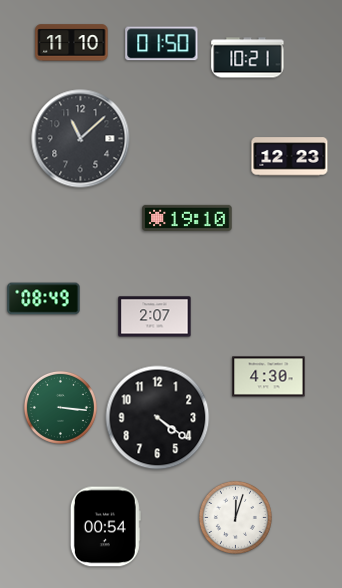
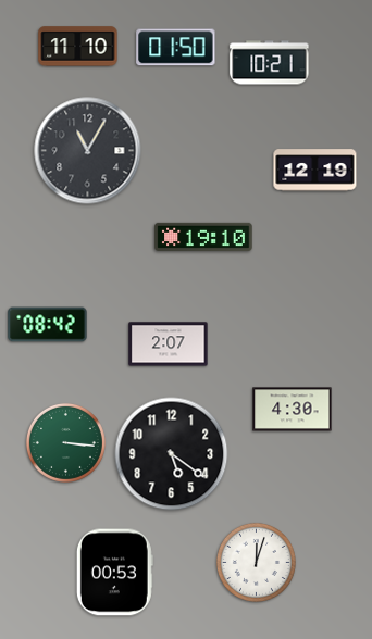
clock at (81, 139): 11:08 -> 11:05
clock at (290, 157): 12:23 -> 12:19
clock at (44, 299): 08:49 -> 08:42
clock at (158, 418): 4:21 -> 5:21
clock at (105, 527): 00:54 -> 00:53
